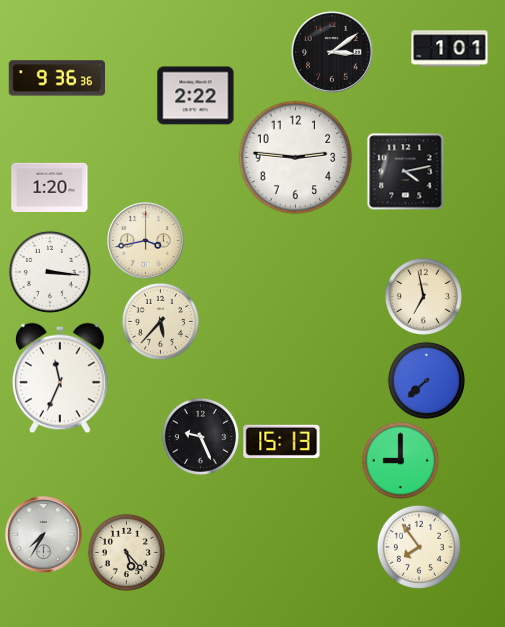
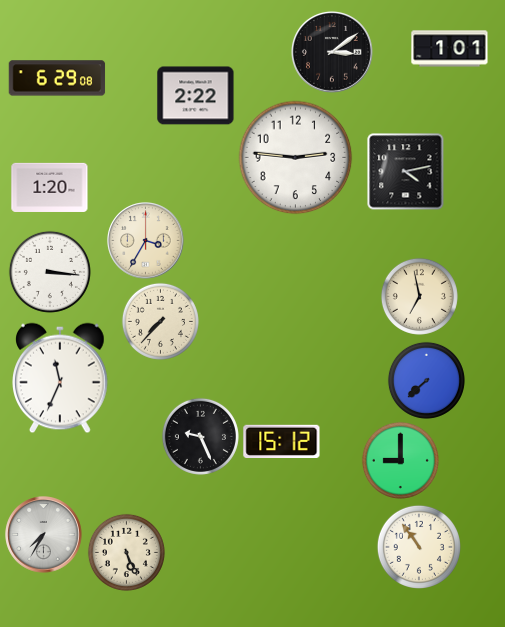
clock at (57, 78): 9:36 -> 6:29
clock at (146, 241): 3:43 -> 3:35
clock at (423, 296) position: (423, 296) -> (419, 296)
clock at (160, 321): 5:37 -> 7:37
clock at (282, 442): 15:13 -> 15:12
clock at (419, 547): 7:54 -> 10:54
clock at (126, 552): 5:23 -> 5:26
